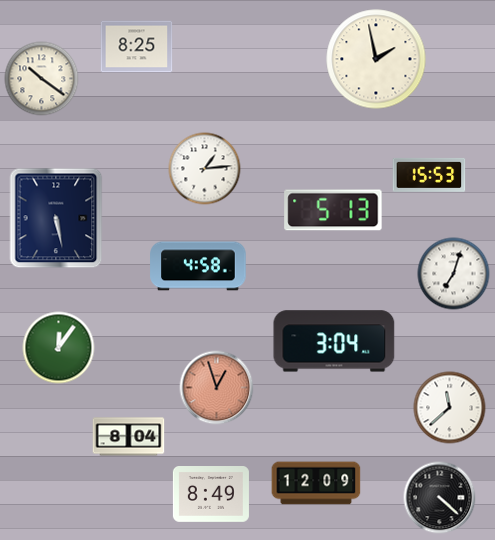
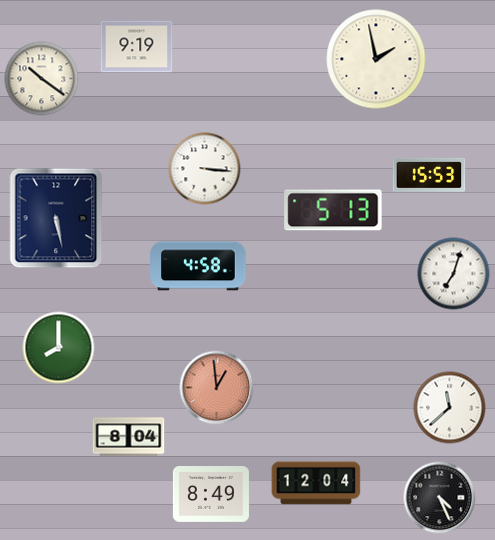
clock at (137, 47): 8:25 -> 9:19
clock at (205, 169): 1:14 -> 3:16
clock at (334, 341): 3:04 -> none
clock at (59, 348): 12:06 -> 8:00
clock at (217, 388): 12:57 -> 12:59
clock at (316, 483): 12:09 -> 12:04
clock at (440, 498): 4:22 -> 4:26
